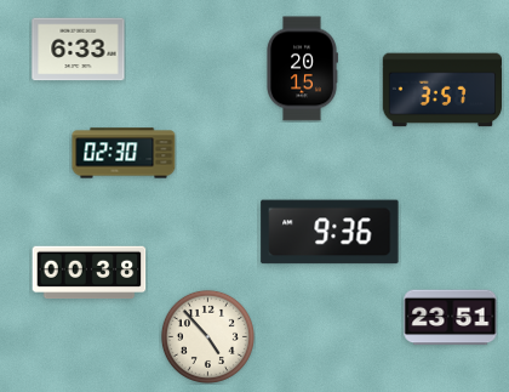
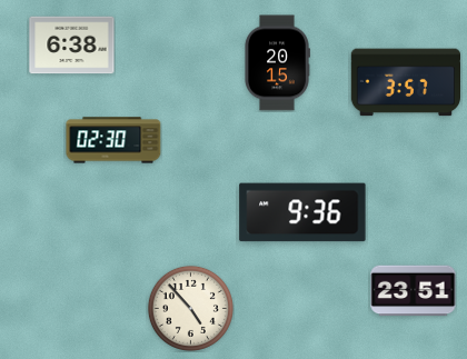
clock at (79, 50): 6:33 -> 6:38
clock at (90, 273): 00:38 -> none
